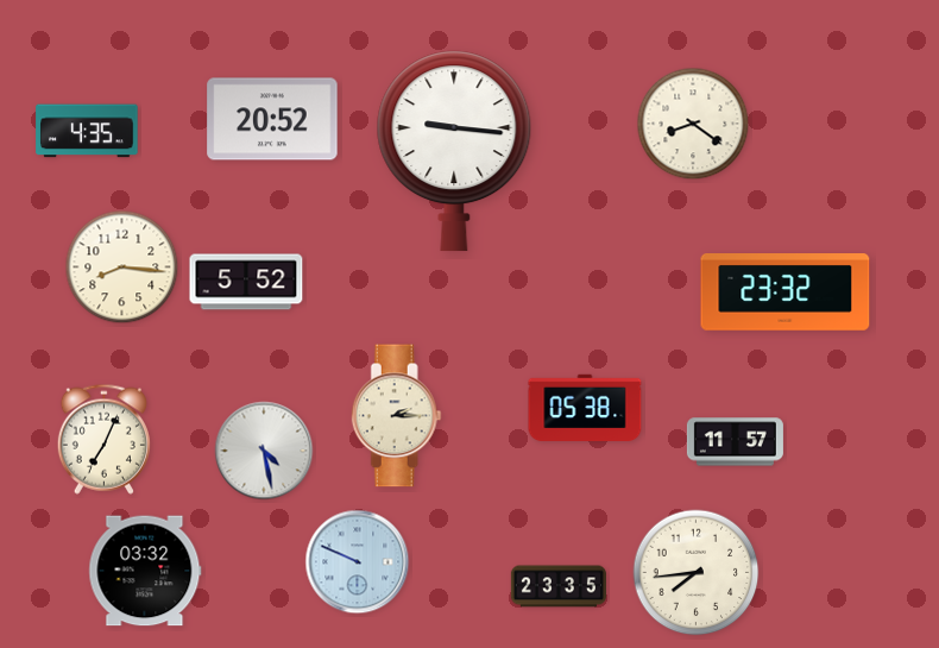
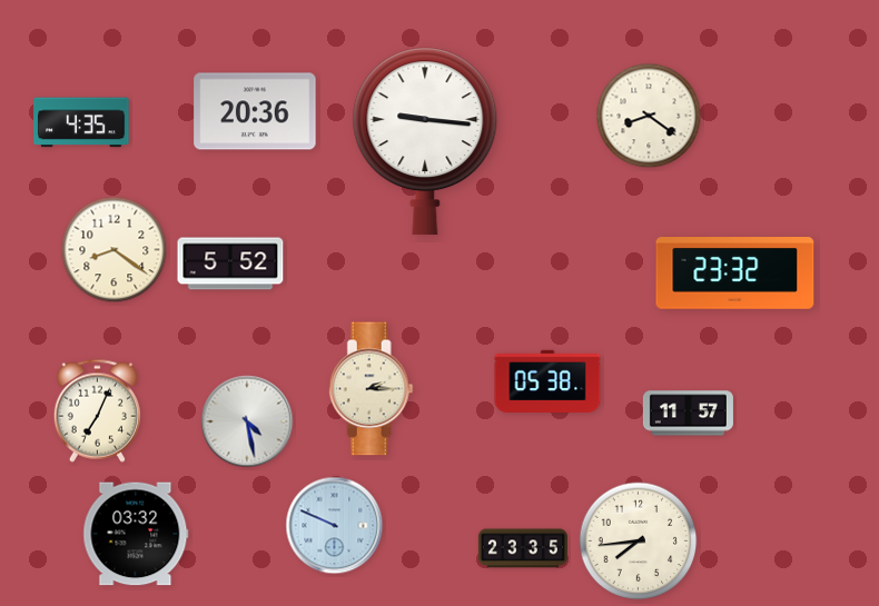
clock at (272, 119): 20:52 -> 20:36
clock at (122, 268): 8:16 -> 8:21
clock at (697, 573) position: (697, 573) -> (639, 542)
